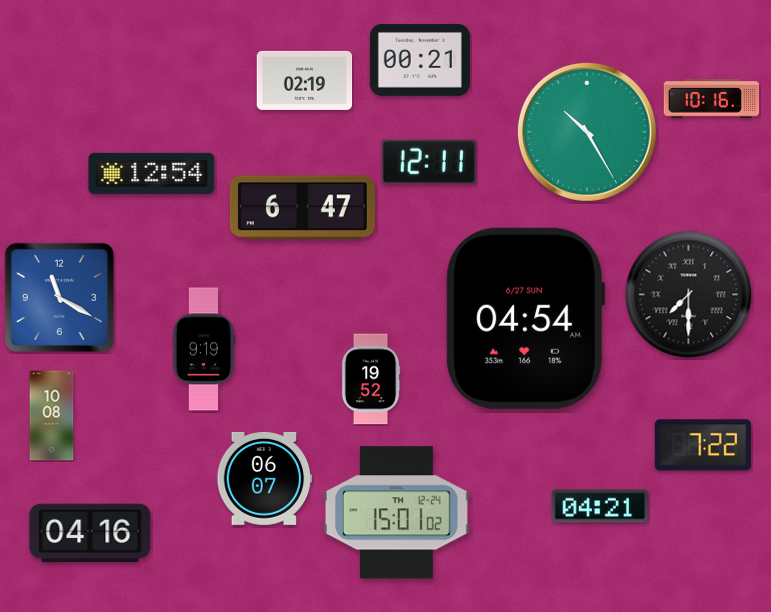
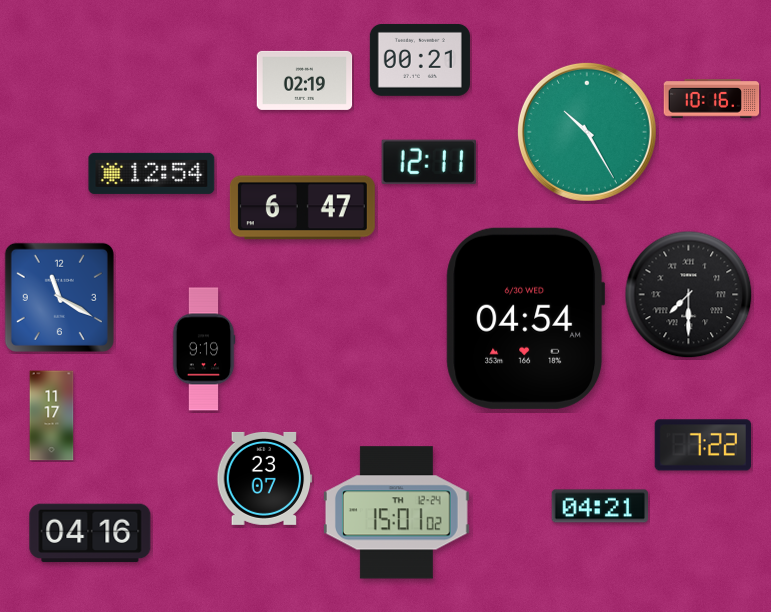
clock at (526, 318) date: 6/27 SUN -> 6/30 WED
clock at (371, 379): 19:52 -> none
clock at (52, 416): 10:08 -> 11:17
clock at (265, 478): 06:07 -> 23:07
